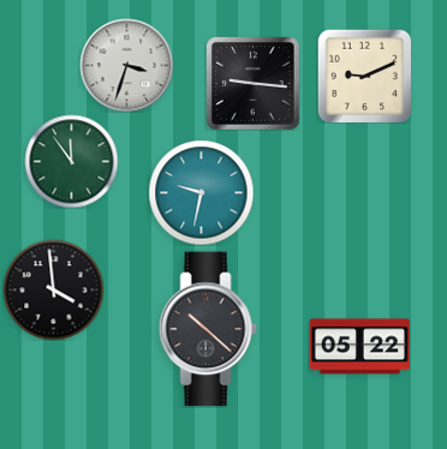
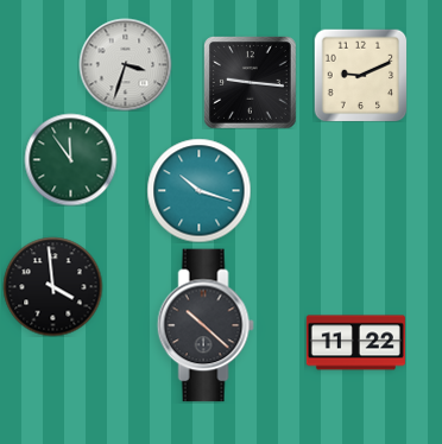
clock at (201, 192): 9:32 -> 10:18
clock at (359, 347): 05:22 -> 11:22
